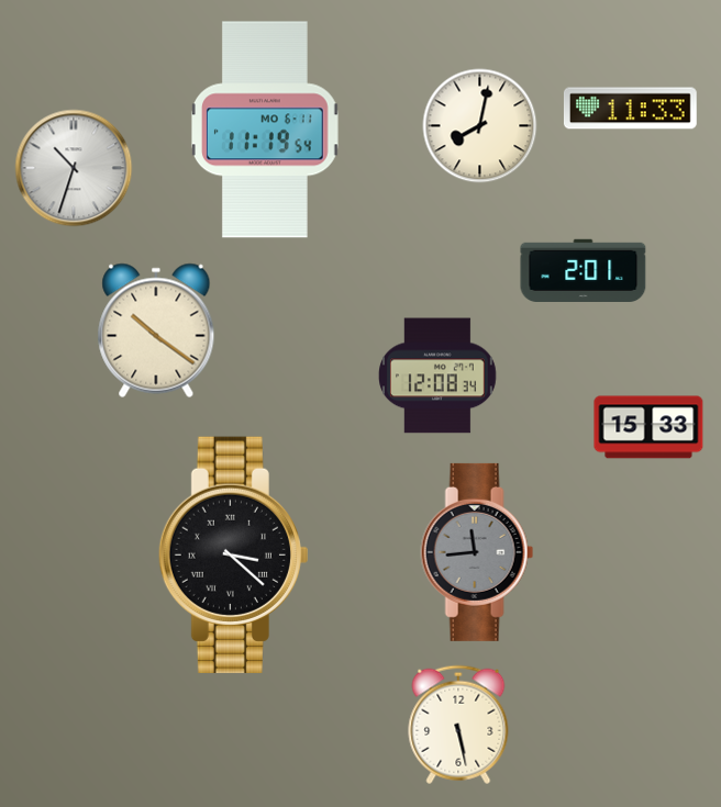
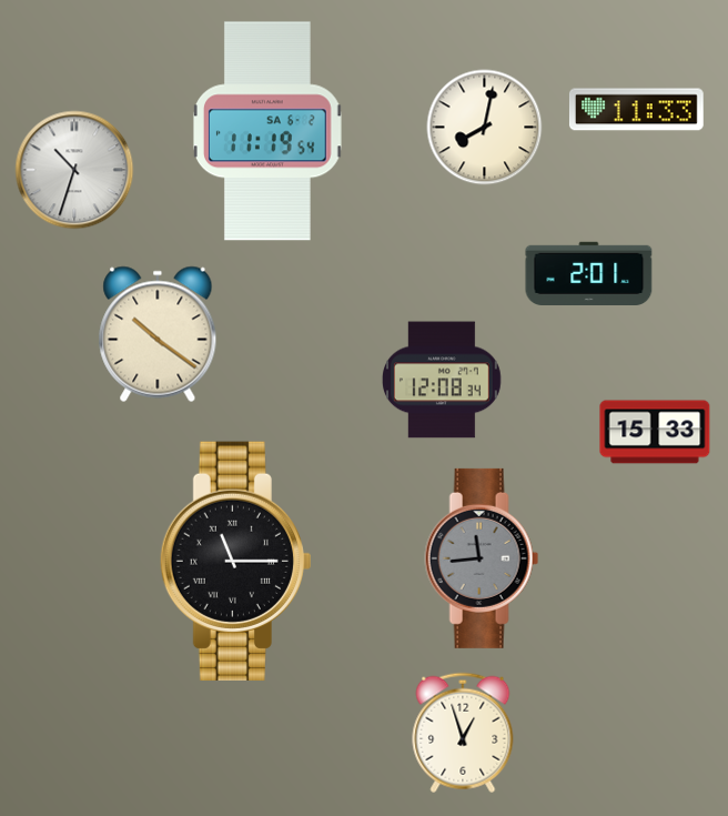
clock at (265, 130) date: MO 6-11 -> SA 6-2
clock at (233, 554): 3:22 -> 11:15
clock at (458, 725): 5:28 -> 12:57
